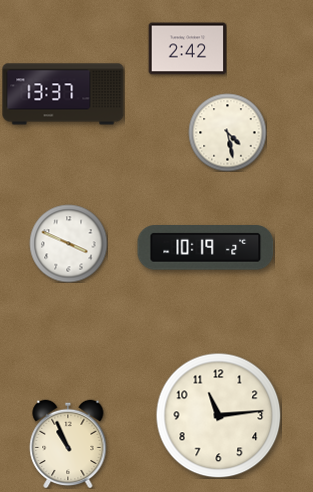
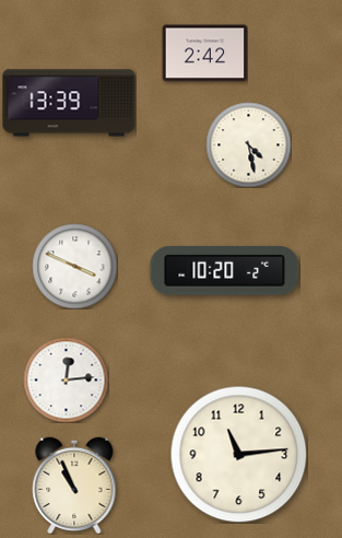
clock at (63, 94): 13:37 -> 13:39
clock at (206, 248): 10:19 -> 10:20
clock at (66, 379): none -> 12:14
